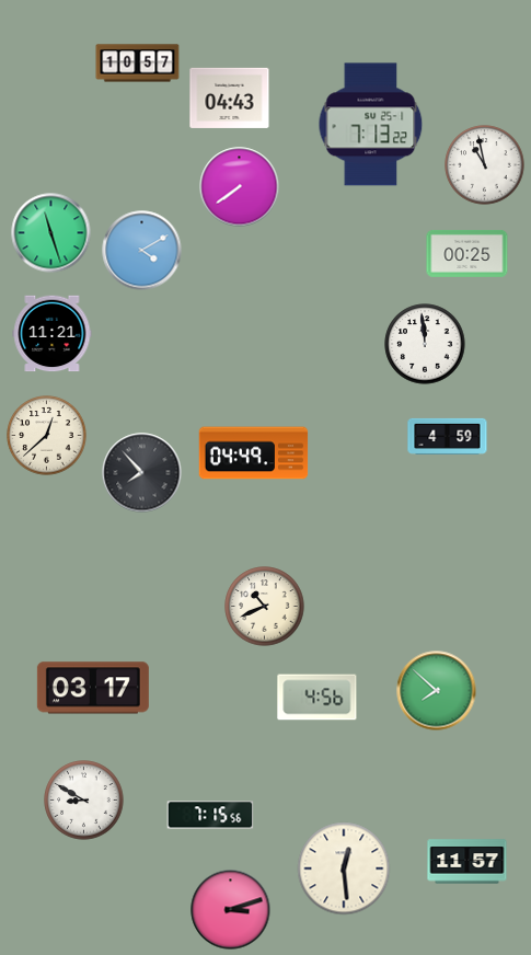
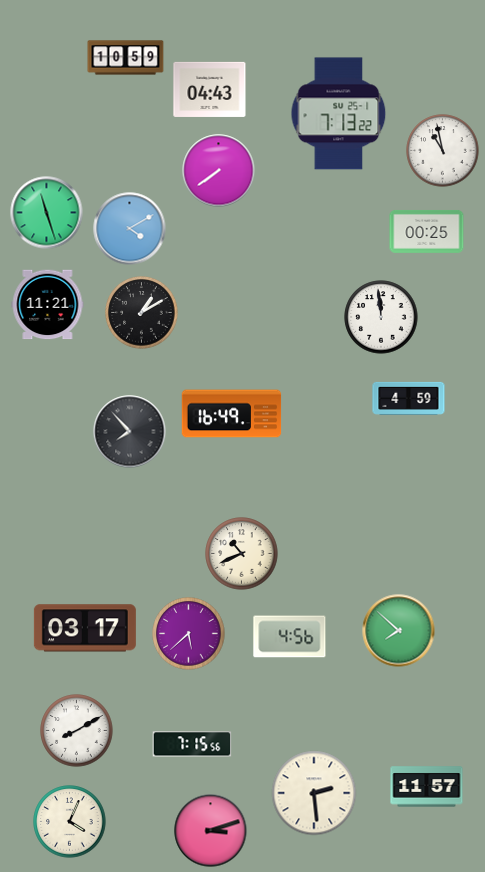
clock at (138, 64): 10:57 -> 10:59
clock at (142, 313): none -> 1:10
clock at (425, 344) position: (425, 344) -> (381, 317)
clock at (47, 436): 12:38 -> none
clock at (254, 453): 04:49 -> 16:49
clock at (189, 634): none -> 5:38
clock at (84, 801): 8:50 -> 8:10
clock at (344, 868): 12:29 -> 2:29
clock at (70, 822): none -> 4:04
